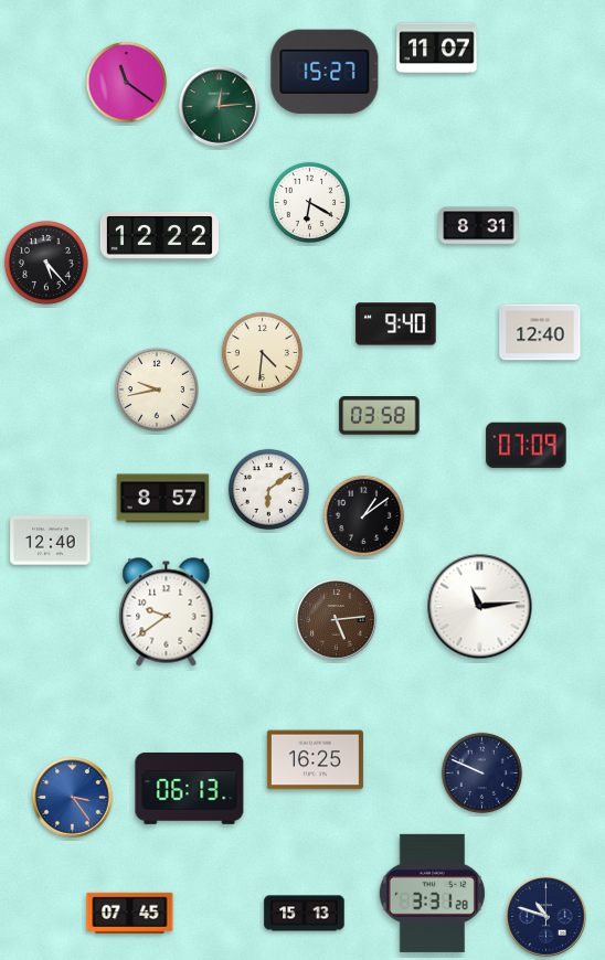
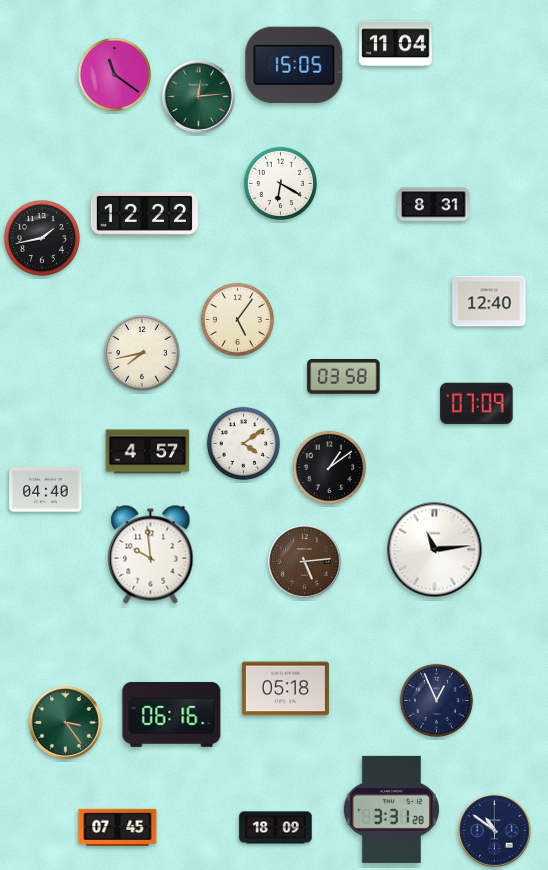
clock at (437, 49): 11:07 -> 11:04
clock at (325, 72): 15:27 -> 15:05
clock at (46, 263): 5:23 -> 1:43
clock at (396, 324): 9:40 -> none
clock at (262, 352): 4:31 -> 5:06
clock at (157, 390): 9:43 -> 7:43
clock at (268, 489): 6:09 -> 4:09
clock at (163, 499): 8:57 -> 4:57
clock at (51, 541): 12:40 -> 04:40
clock at (167, 612): 9:39 -> 9:59
clock at (315, 760): 16:25 -> 05:18
clock at (481, 772): 9:49 -> 12:56
clock at (190, 788): 06:13 -> 06:16
clock at (73, 798) dial: blue -> green
clock at (305, 914): 15:13 -> 18:09
clock at (546, 917): 10:48 -> 10:51
